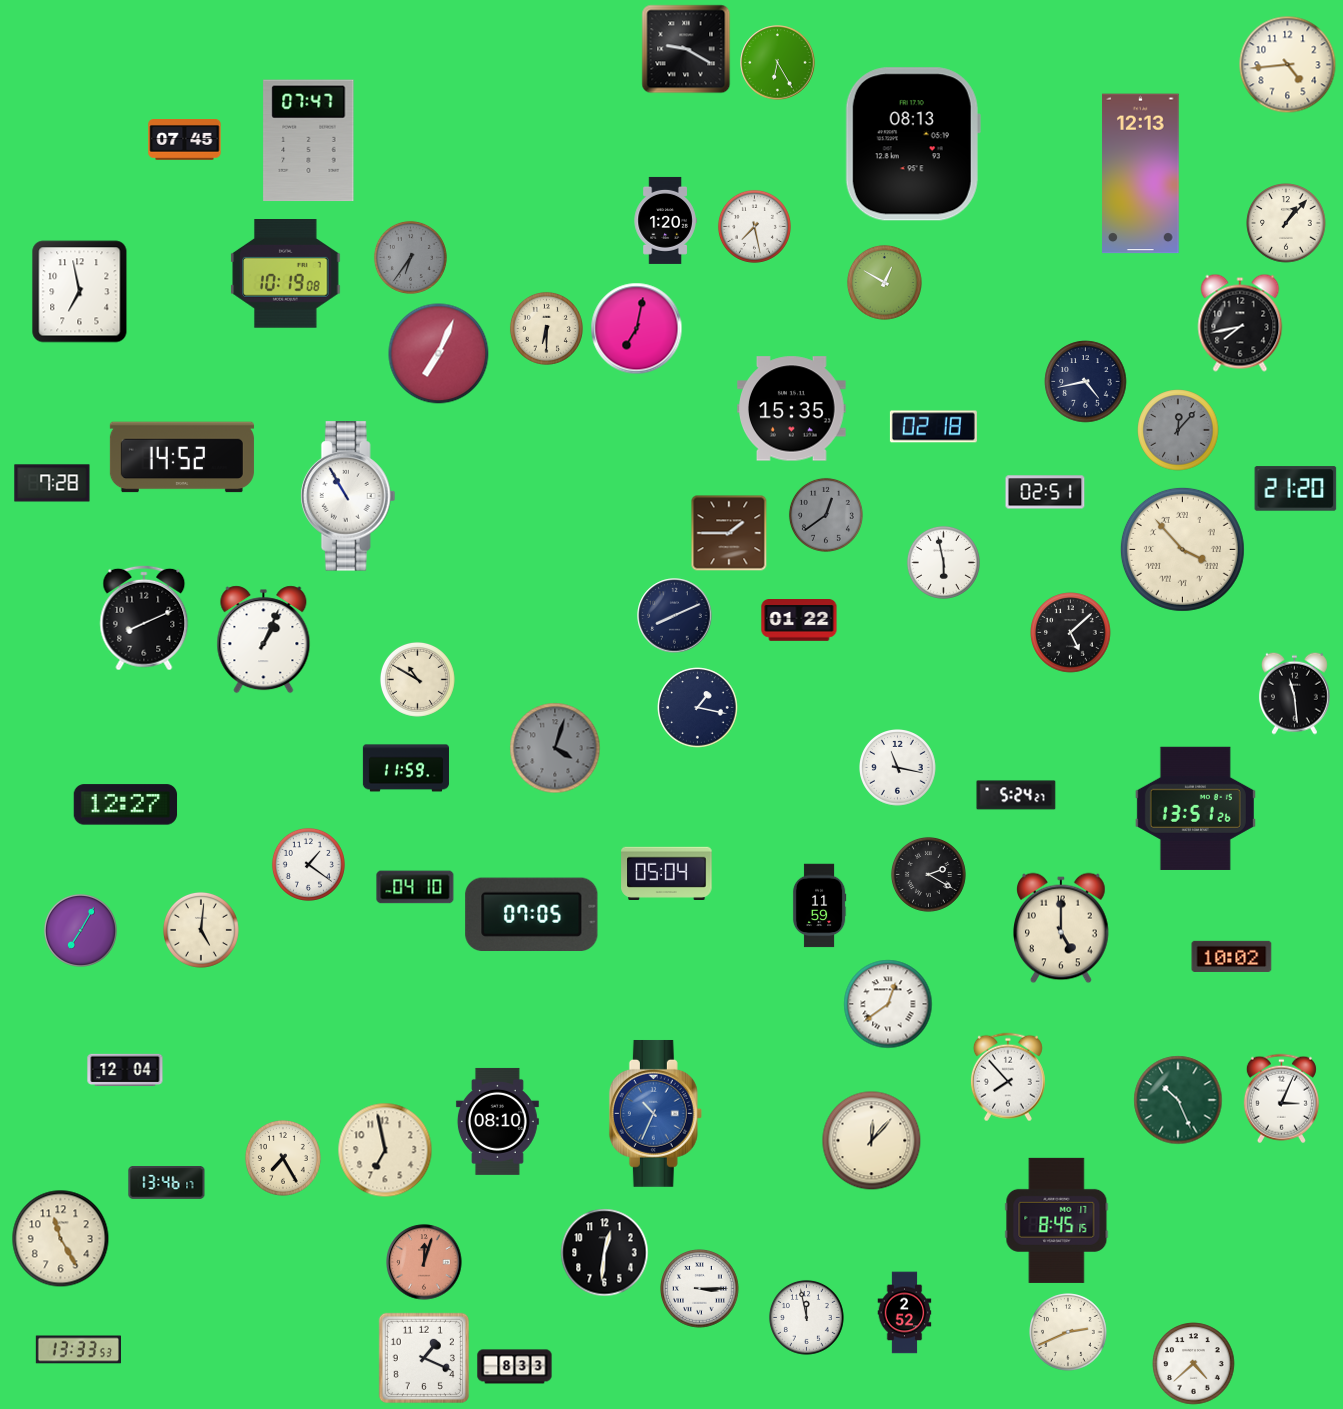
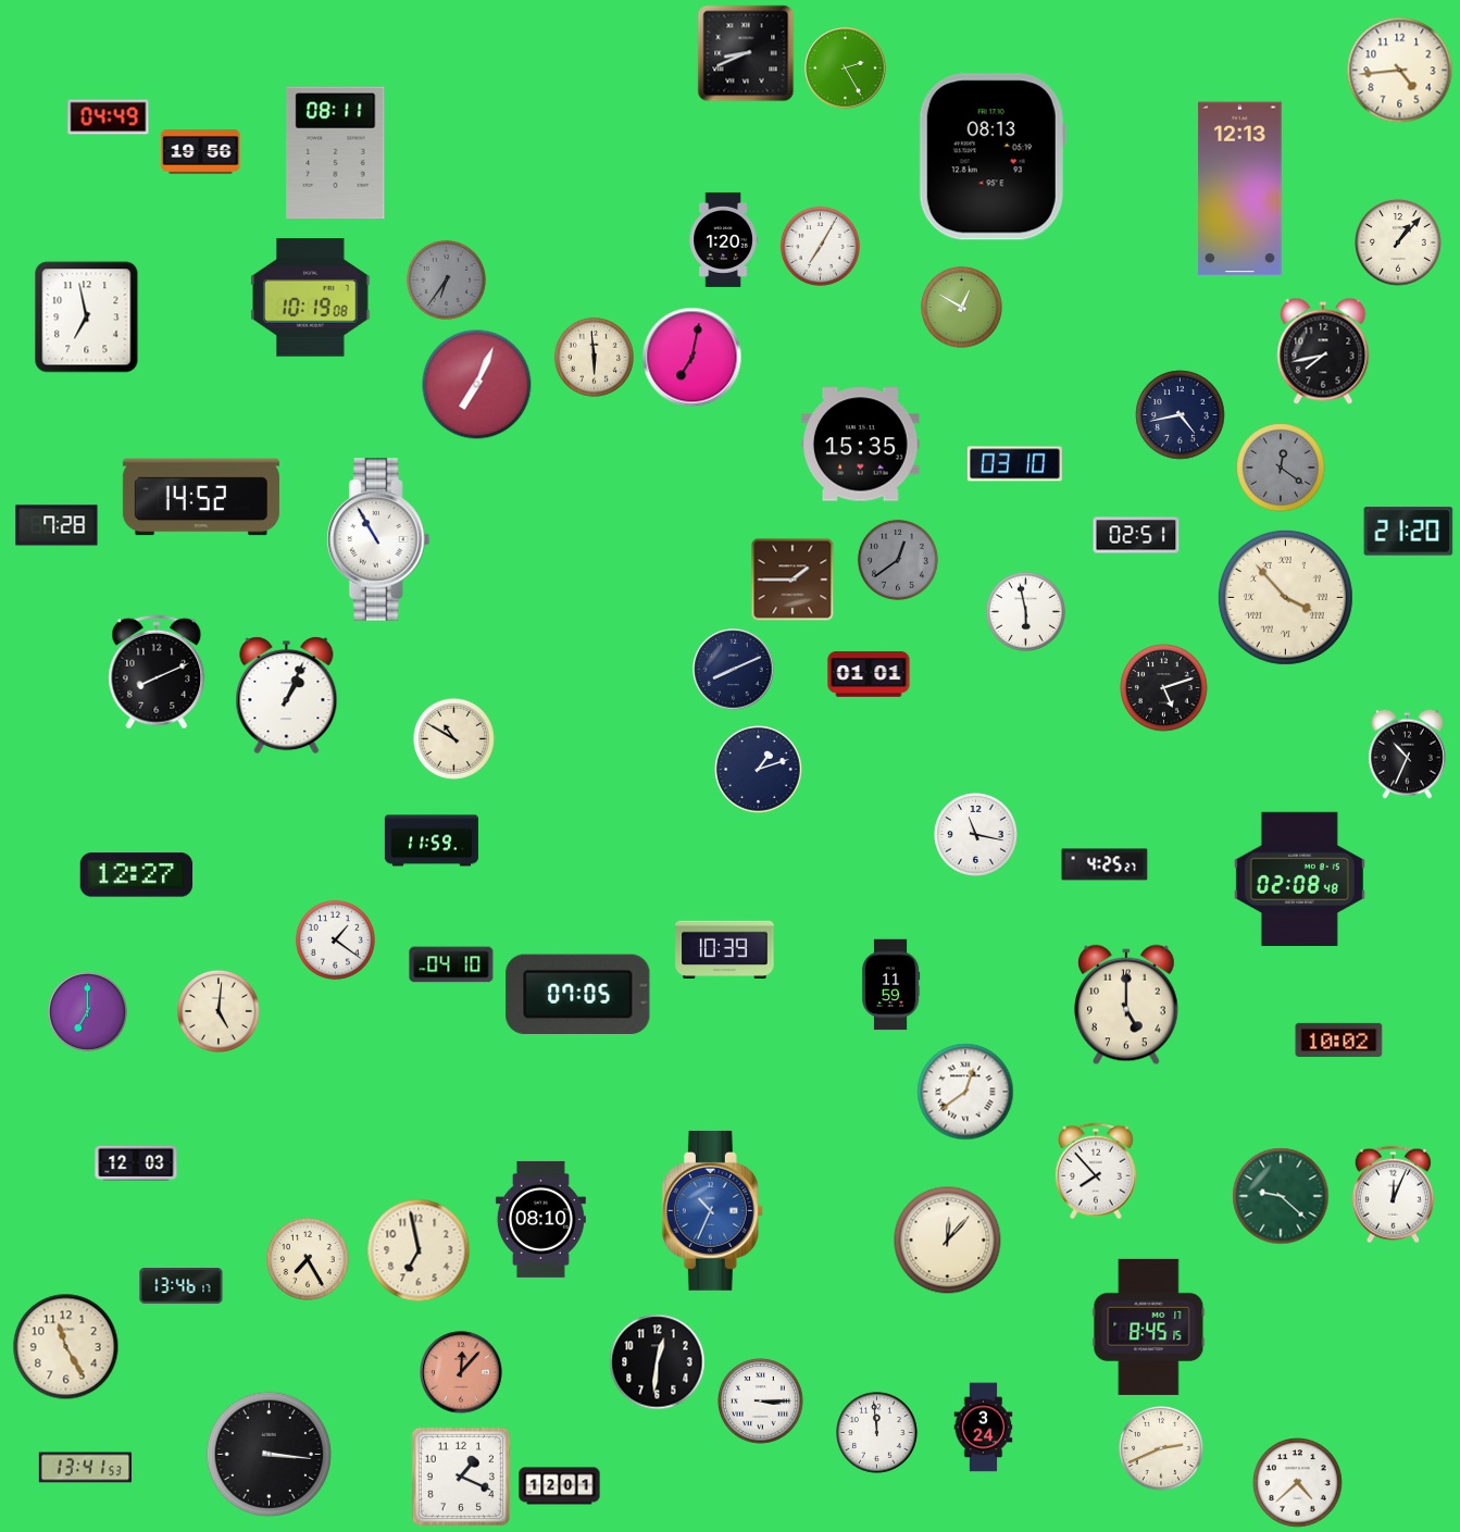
clock at (686, 49): 9:20 -> 8:41
clock at (778, 63): 6:25 -> 2:25
clock at (109, 117): none -> 04:49
clock at (185, 140): 07:45 -> 19:56
clock at (309, 141): 07:47 -> 08:11
clock at (754, 226): 7:28 -> 7:05
clock at (1240, 323) position: (1240, 323) -> (1323, 351)
clock at (546, 328): 6:30 -> 5:59
clock at (933, 427): 02:18 -> 03:10
clock at (1178, 430): 12:07 -> 12:21
clock at (182, 457) position: (182, 457) -> (201, 497)
clock at (799, 621): 01:22 -> 01:01
clock at (1071, 633): 5:08 -> 5:12
clock at (1294, 693): 11:29 -> 10:34
clock at (698, 708): 1:17 -> 1:12
clock at (555, 748): 4:03 -> none
clock at (406, 768) position: (406, 768) -> (432, 840)
clock at (1016, 795): 5:24 -> 4:25
clock at (1195, 808): 13:51 -> 02:08
clock at (667, 873): 05:04 -> 10:39
clock at (928, 874): 2:20 -> none
clock at (1062, 928) position: (1062, 928) -> (1127, 1005)
clock at (80, 930): 7:05 -> 7:00
clock at (125, 1069): 12:04 -> 12:03
clock at (1281, 1099): 3:04 -> 12:04
clock at (1178, 1100): 10:26 -> 9:22
clock at (424, 1262): 12:03 -> 12:07
clock at (905, 1313): 2:52 -> 3:24
clock at (806, 1317): 11:58 -> 11:59
clock at (269, 1454): none -> 3:16
clock at (78, 1350): 13:33 -> 13:41
clock at (515, 1367): 8:33 -> 12:01
